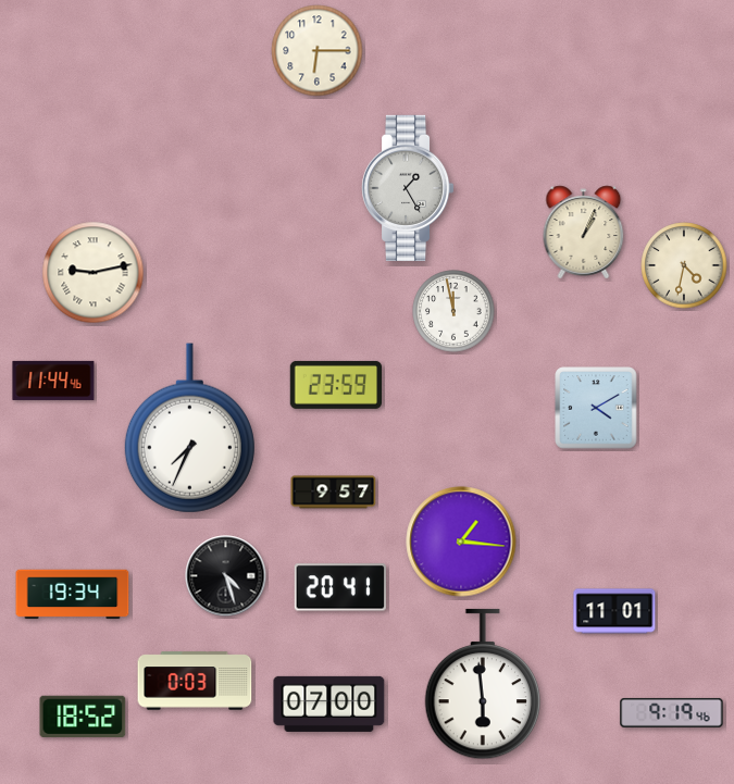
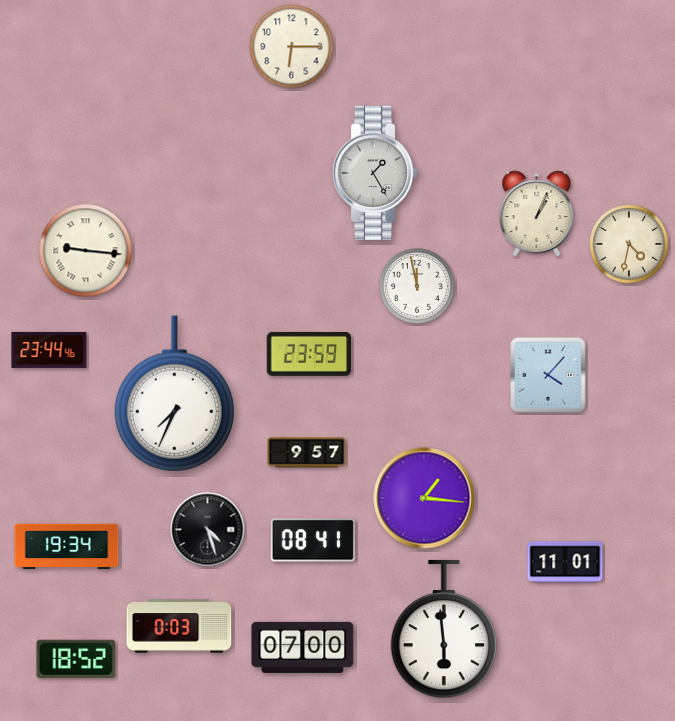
clock at (94, 273): 9:13 -> 9:16
clock at (53, 381): 11:44 -> 23:44
clock at (596, 408): 4:10 -> 4:07
clock at (340, 587): 20:41 -> 08:41
clock at (672, 712): 9:19 -> none
